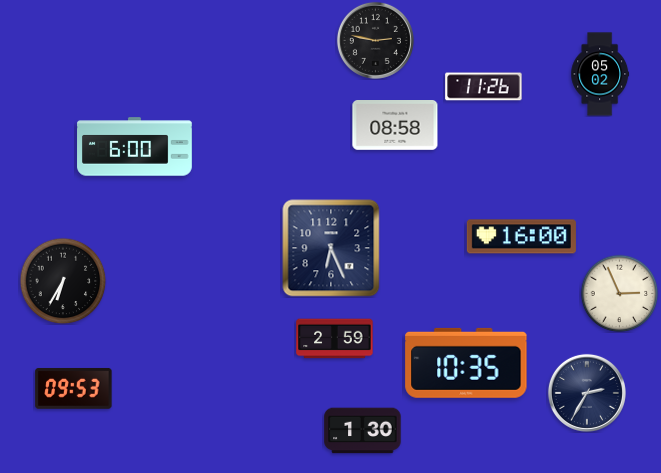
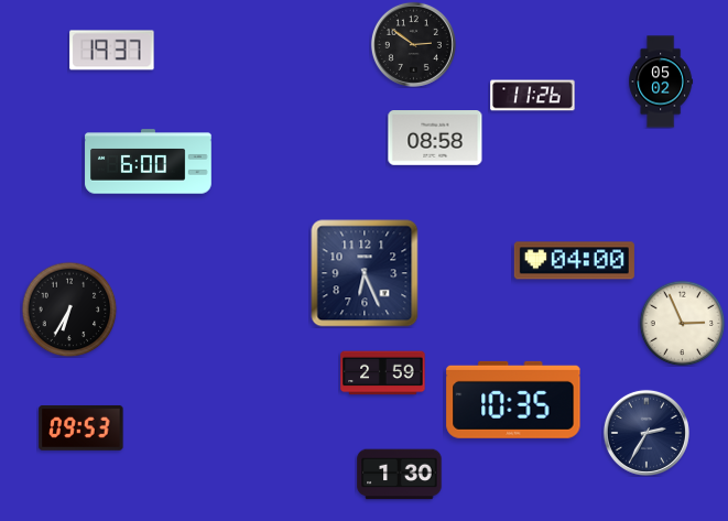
clock at (375, 40): 2:47 -> 2:51
clock at (112, 51): none -> 19:37
clock at (521, 237): 16:00 -> 04:00
clock at (335, 339) position: (335, 339) -> (383, 373)
